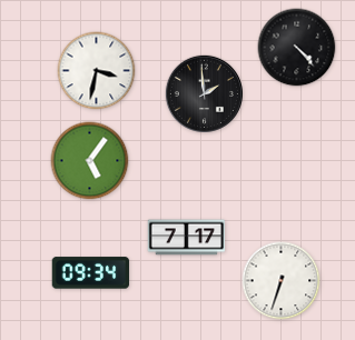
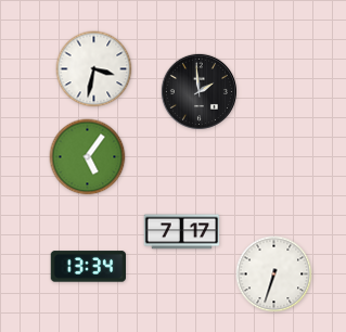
clock at (297, 48): 4:23 -> none
clock at (90, 273): 09:34 -> 13:34
